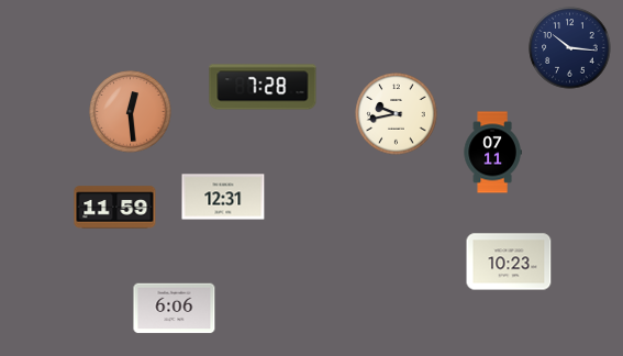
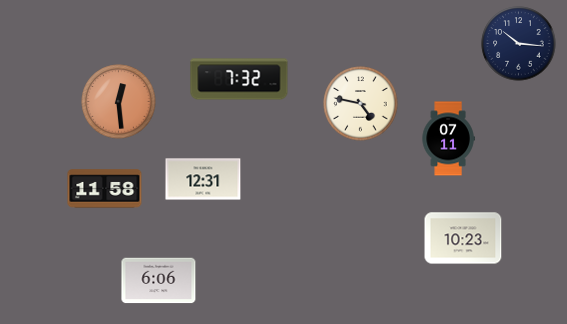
clock at (263, 87): 7:28 -> 7:32
clock at (397, 114): 9:43 -> 4:47
clock at (115, 208): 11:59 -> 11:58
